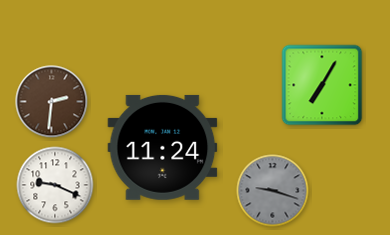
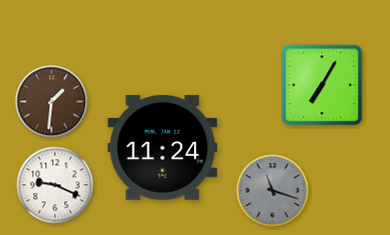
clock at (52, 102): 2:31 -> 1:31
clock at (273, 191): 9:18 -> 11:18
